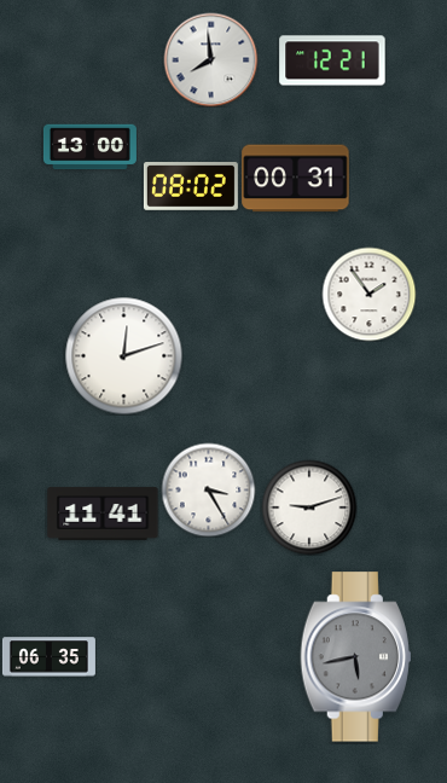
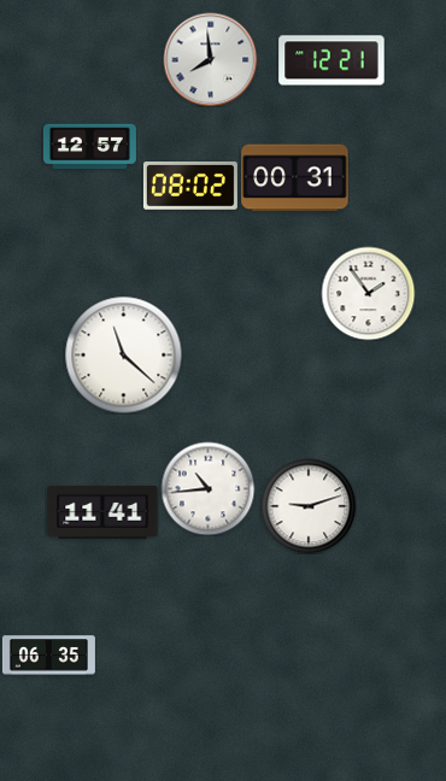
clock at (89, 147): 13:00 -> 12:57
clock at (123, 355): 12:12 -> 11:22
clock at (208, 489): 3:25 -> 10:44
clock at (355, 657): 5:43 -> none
